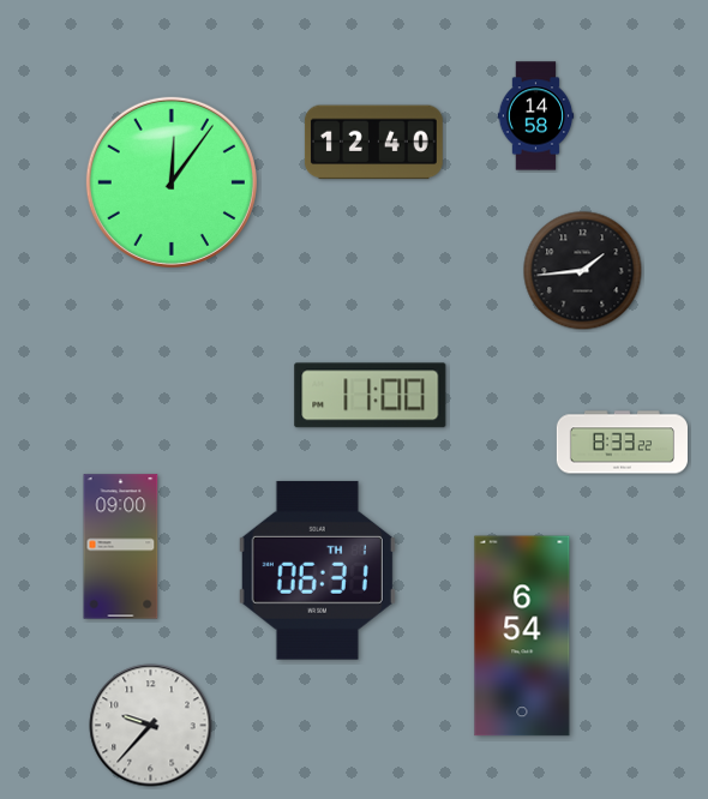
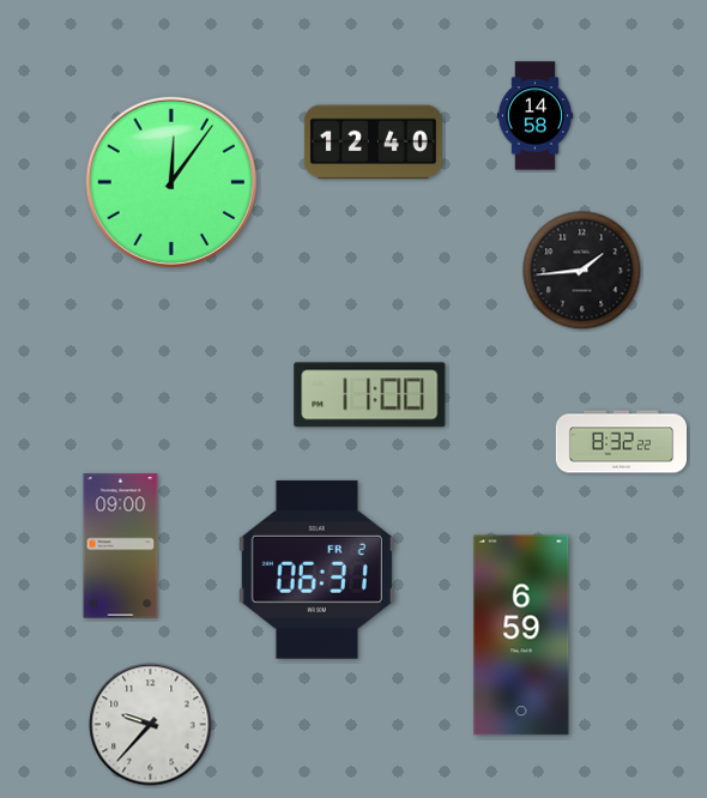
clock at (622, 443): 8:33 -> 8:32
clock at (317, 570) date: TH 1 -> FR 2
clock at (522, 636): 6:54 -> 6:59
